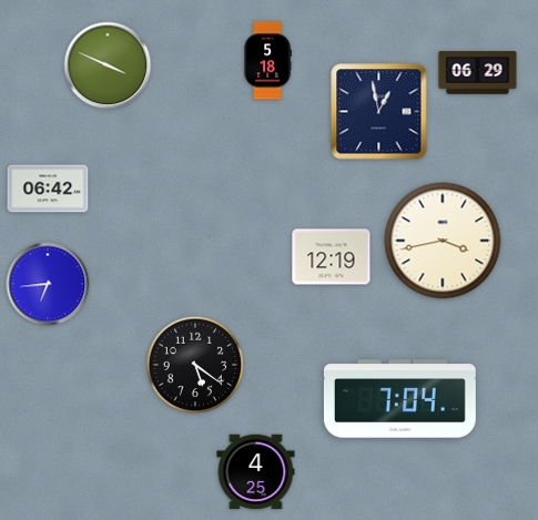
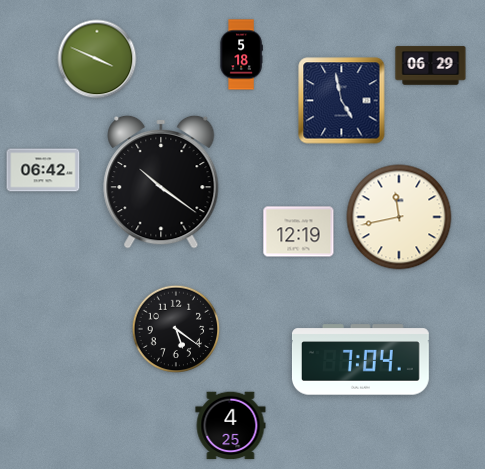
clock at (379, 112): 12:58 -> 4:58
clock at (161, 182): none -> 10:21
clock at (443, 241): 3:43 -> 11:43
clock at (48, 284): 6:44 -> none
